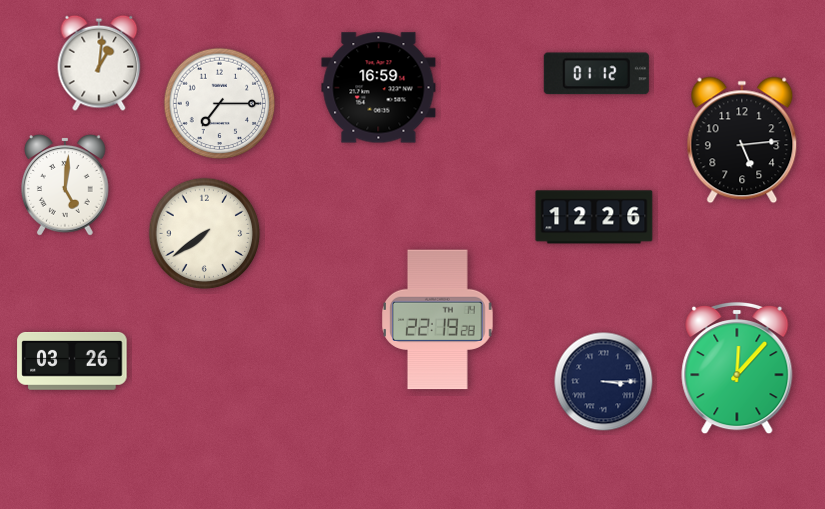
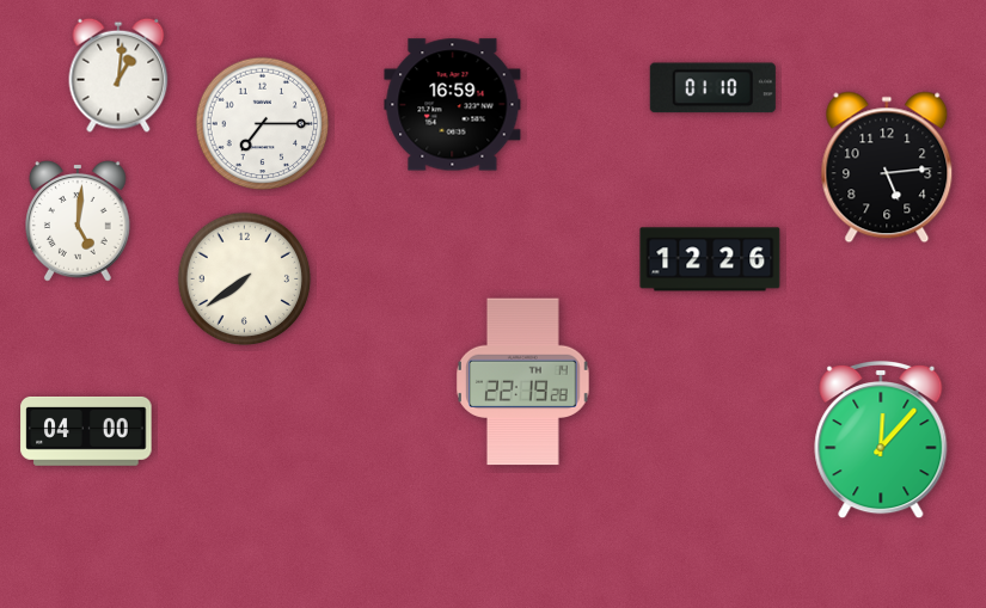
clock at (596, 74): 01:12 -> 01:10
clock at (72, 361): 03:26 -> 04:00
clock at (604, 382): 3:15 -> none
